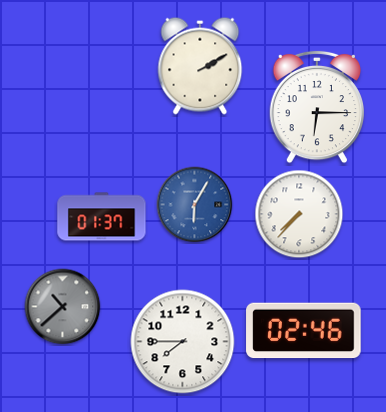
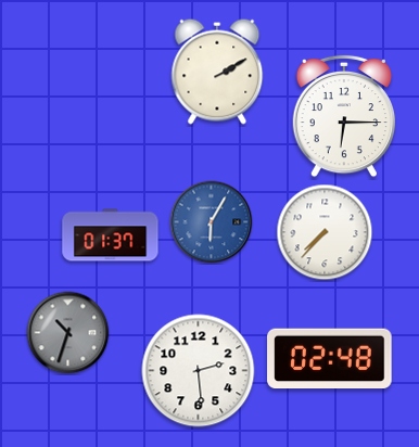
clock at (63, 307): 10:38 -> 10:33
clock at (304, 331): 02:46 -> 02:48
clock at (183, 342): 7:45 -> 2:29
